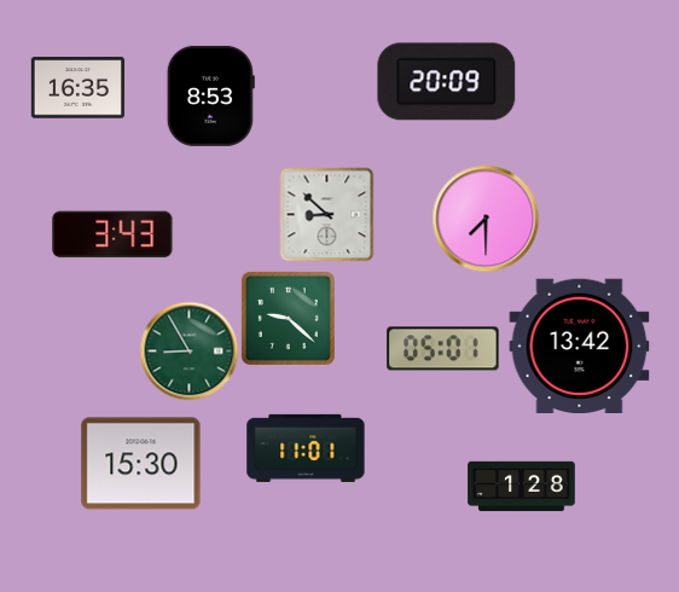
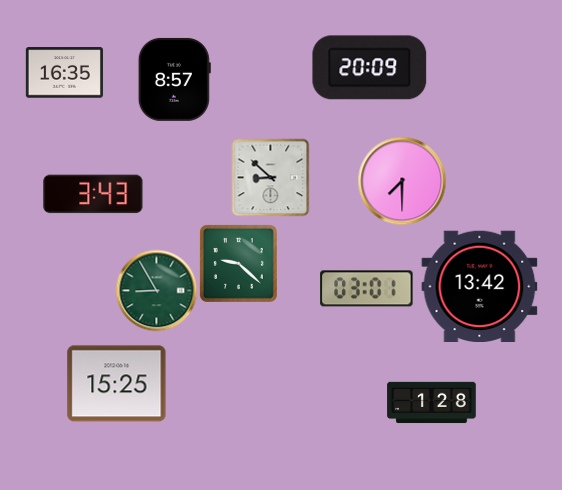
clock at (210, 95): 8:53 -> 8:57
clock at (443, 349): 05:01 -> 03:01
clock at (306, 448): 11:01 -> none
clock at (141, 464): 15:30 -> 15:25
